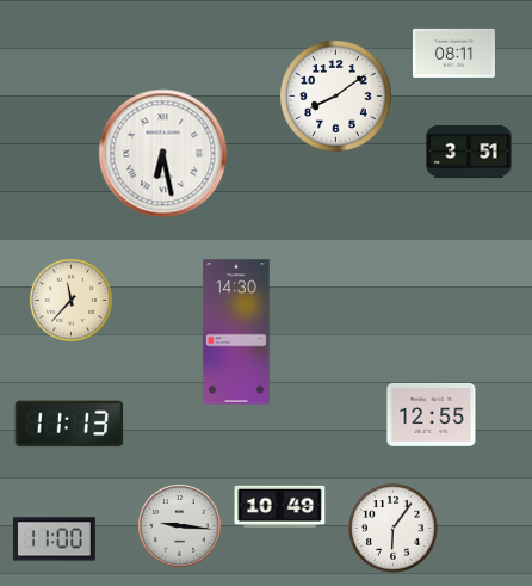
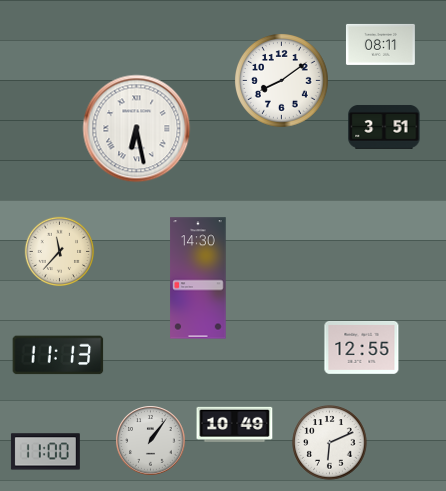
clock at (469, 152) position: (469, 152) -> (384, 127)
clock at (180, 526): 9:16 -> 1:06
clock at (394, 529): 6:06 -> 6:11
